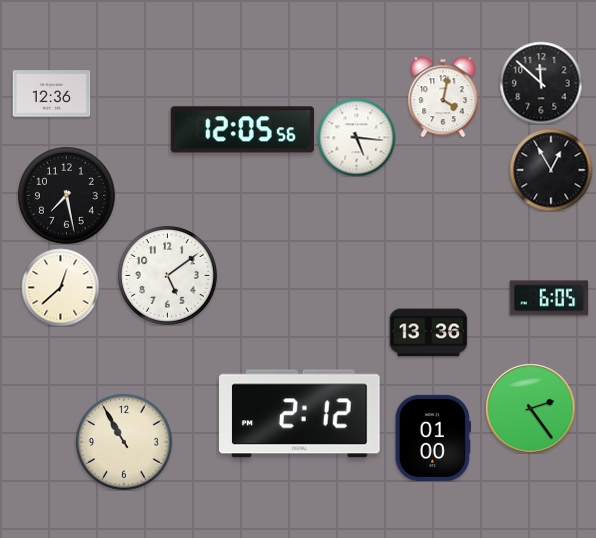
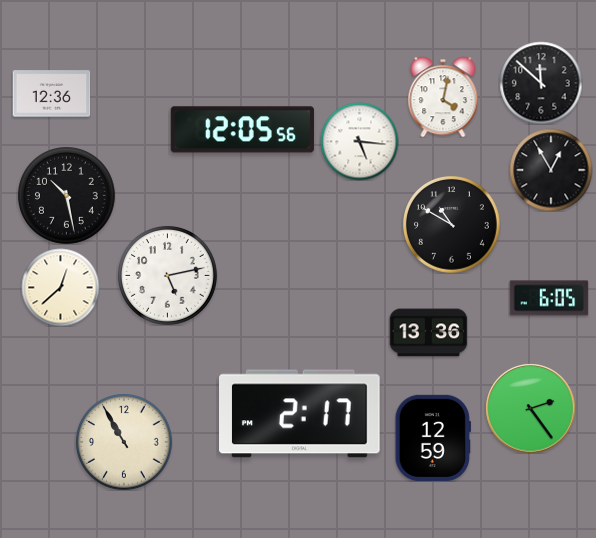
clock at (356, 137) position: (356, 137) -> (359, 141)
clock at (67, 196): 7:28 -> 10:28
clock at (452, 225): none -> 10:50
clock at (167, 275): 5:09 -> 5:13
clock at (300, 414): 2:12 -> 2:17
clock at (433, 438): 01:00 -> 12:59
